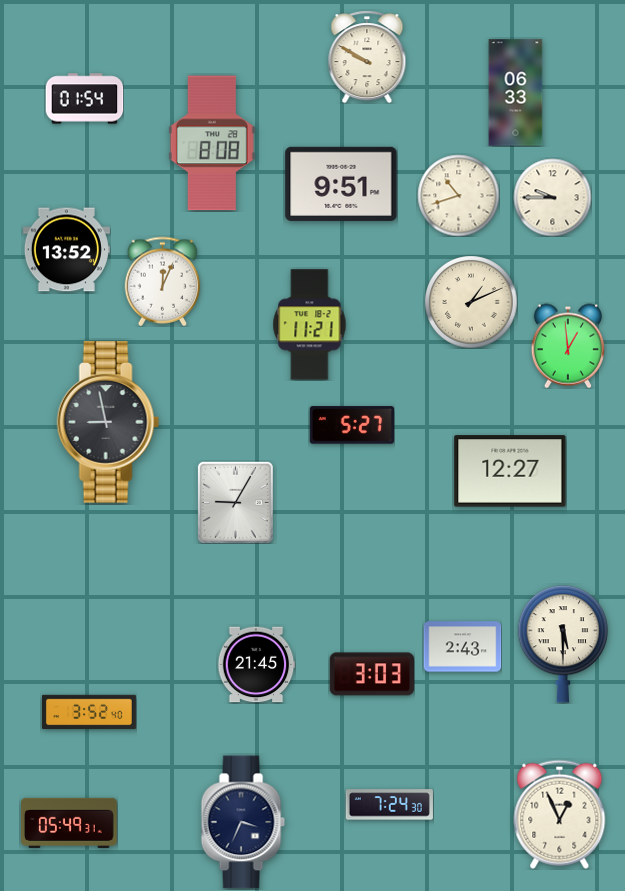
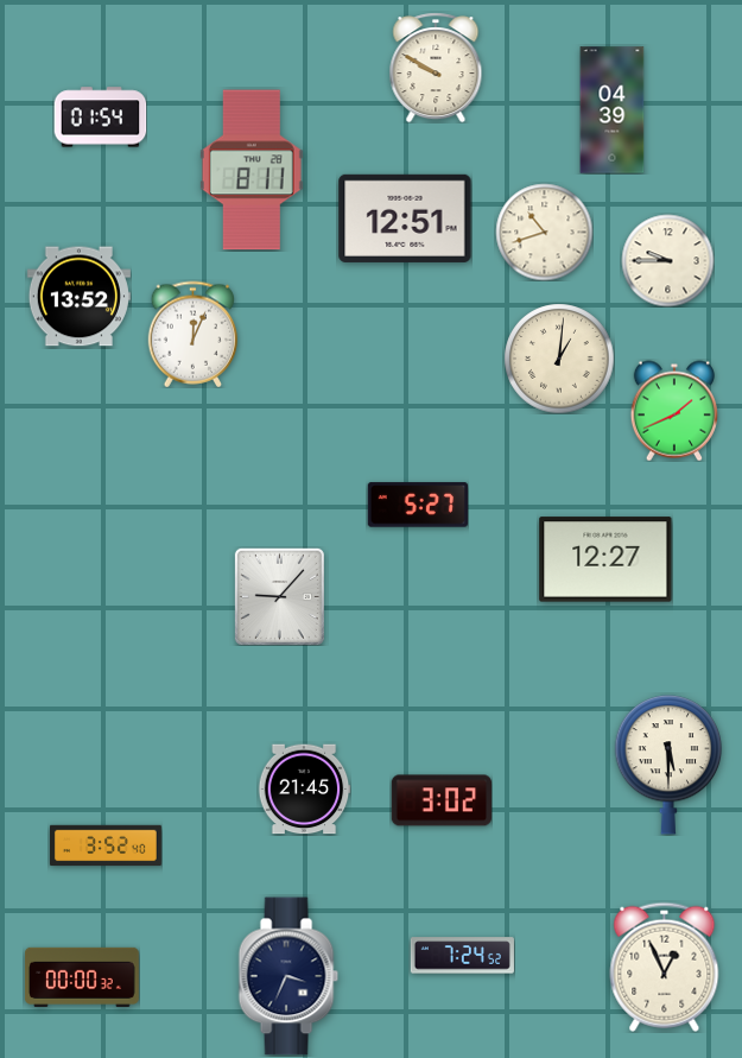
clock at (516, 93): 06:33 -> 04:39
clock at (212, 143): 8:08 -> 8:11
clock at (341, 184): 9:51 -> 12:51
clock at (552, 197) position: (552, 197) -> (667, 260)
clock at (471, 302): 1:11 -> 1:01
clock at (310, 325): 11:21 -> none
clock at (567, 346): 12:59 -> 1:41
clock at (108, 422): 8:58 -> none
clock at (235, 502): 9:05 -> 9:07
clock at (462, 647): 2:43 -> none
clock at (371, 674): 3:03 -> 3:02
clock at (389, 805): 7:24:30 -> 7:24:52
clock at (70, 823): 05:49 -> 00:00
